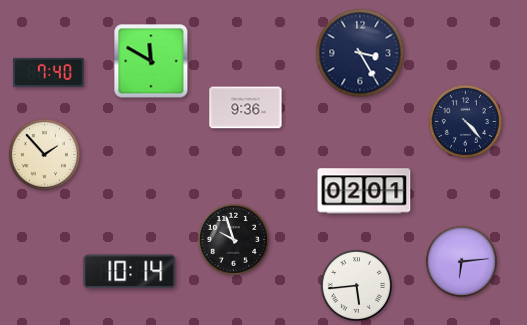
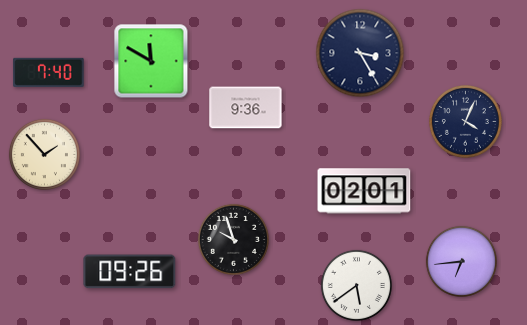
clock at (465, 121): 4:23 -> 4:04
clock at (461, 261): 6:14 -> 6:44
clock at (130, 272): 10:14 -> 09:26
clock at (356, 285): 5:44 -> 5:39
